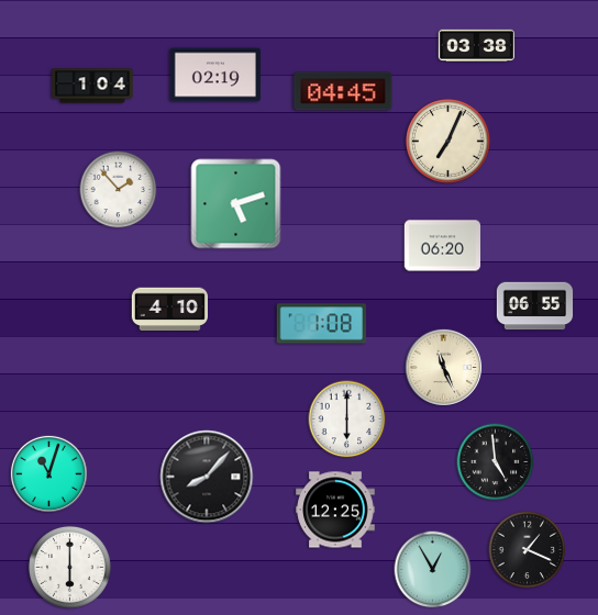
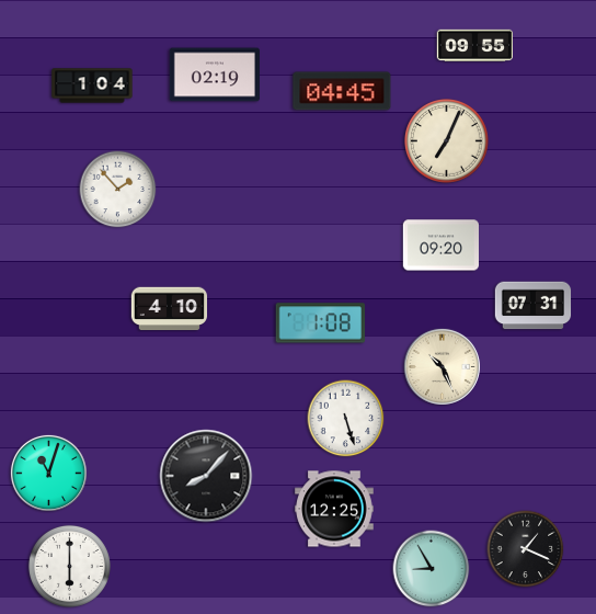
clock at (476, 45): 03:38 -> 09:55
clock at (236, 204): 5:12 -> none
clock at (442, 246): 06:20 -> 09:20
clock at (535, 306): 06:55 -> 07:31
clock at (443, 367): 11:26 -> 10:26
clock at (347, 420): 6:00 -> 5:27
clock at (496, 462): 4:59 -> none
clock at (433, 570): 12:55 -> 8:55
